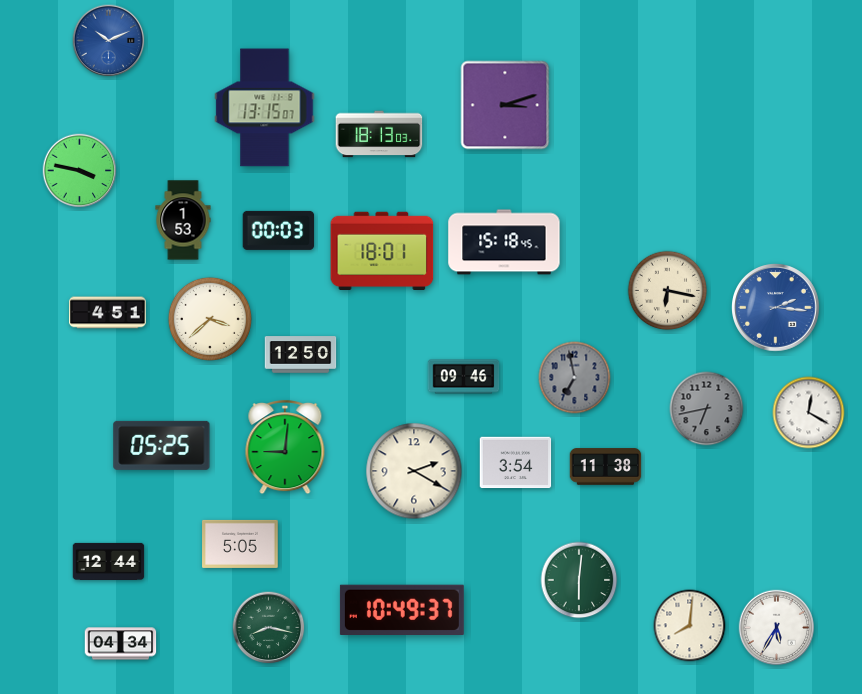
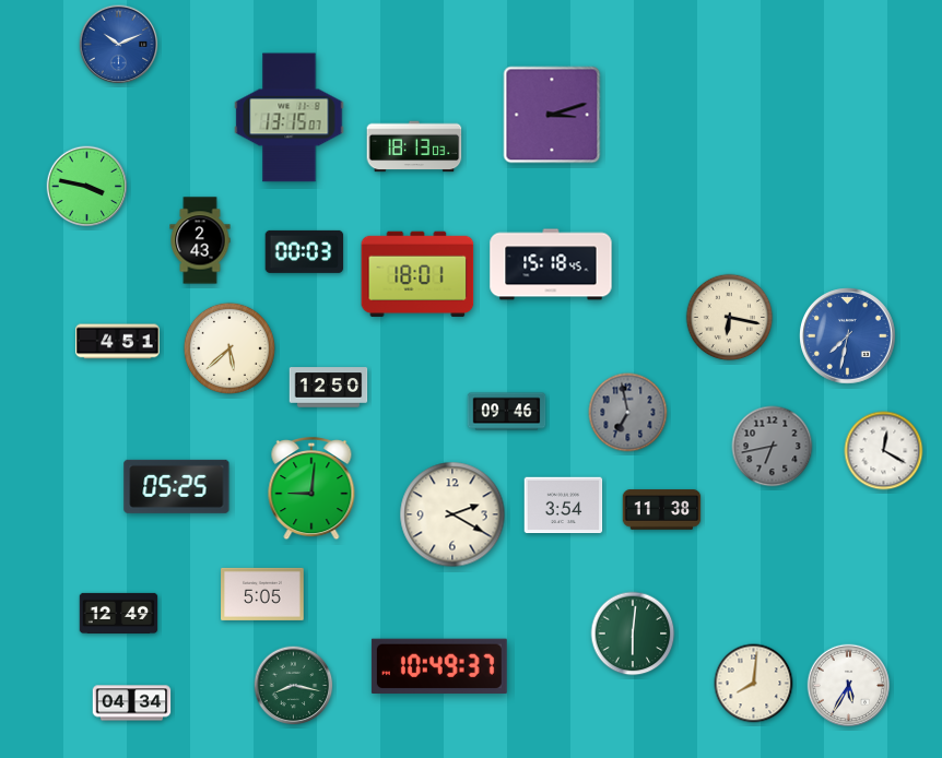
clock at (183, 220): 1:53 -> 2:43
clock at (776, 308): 2:16 -> 7:32
clock at (210, 319): 3:38 -> 5:38
clock at (109, 561): 12:44 -> 12:49
